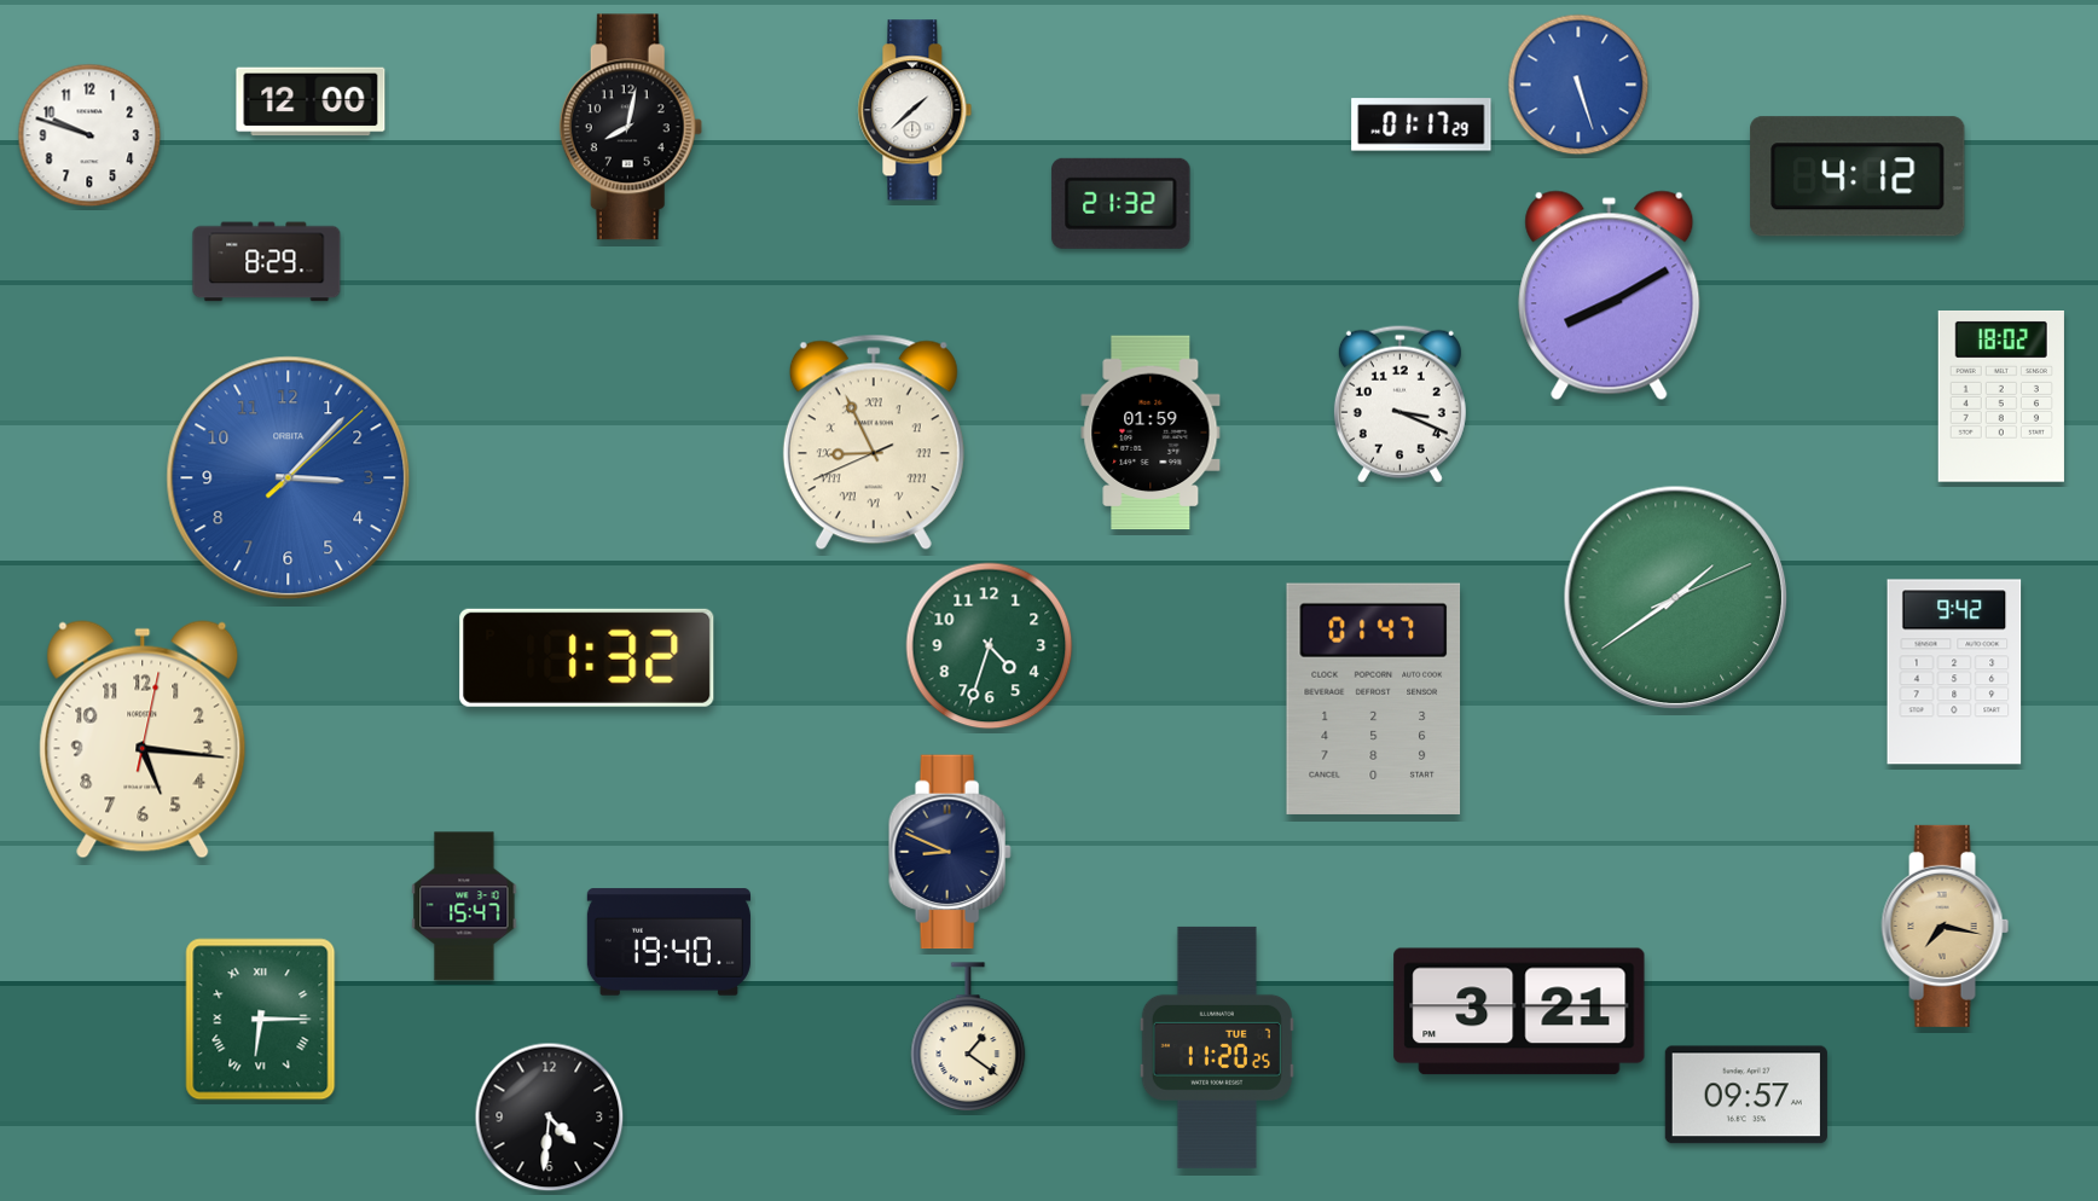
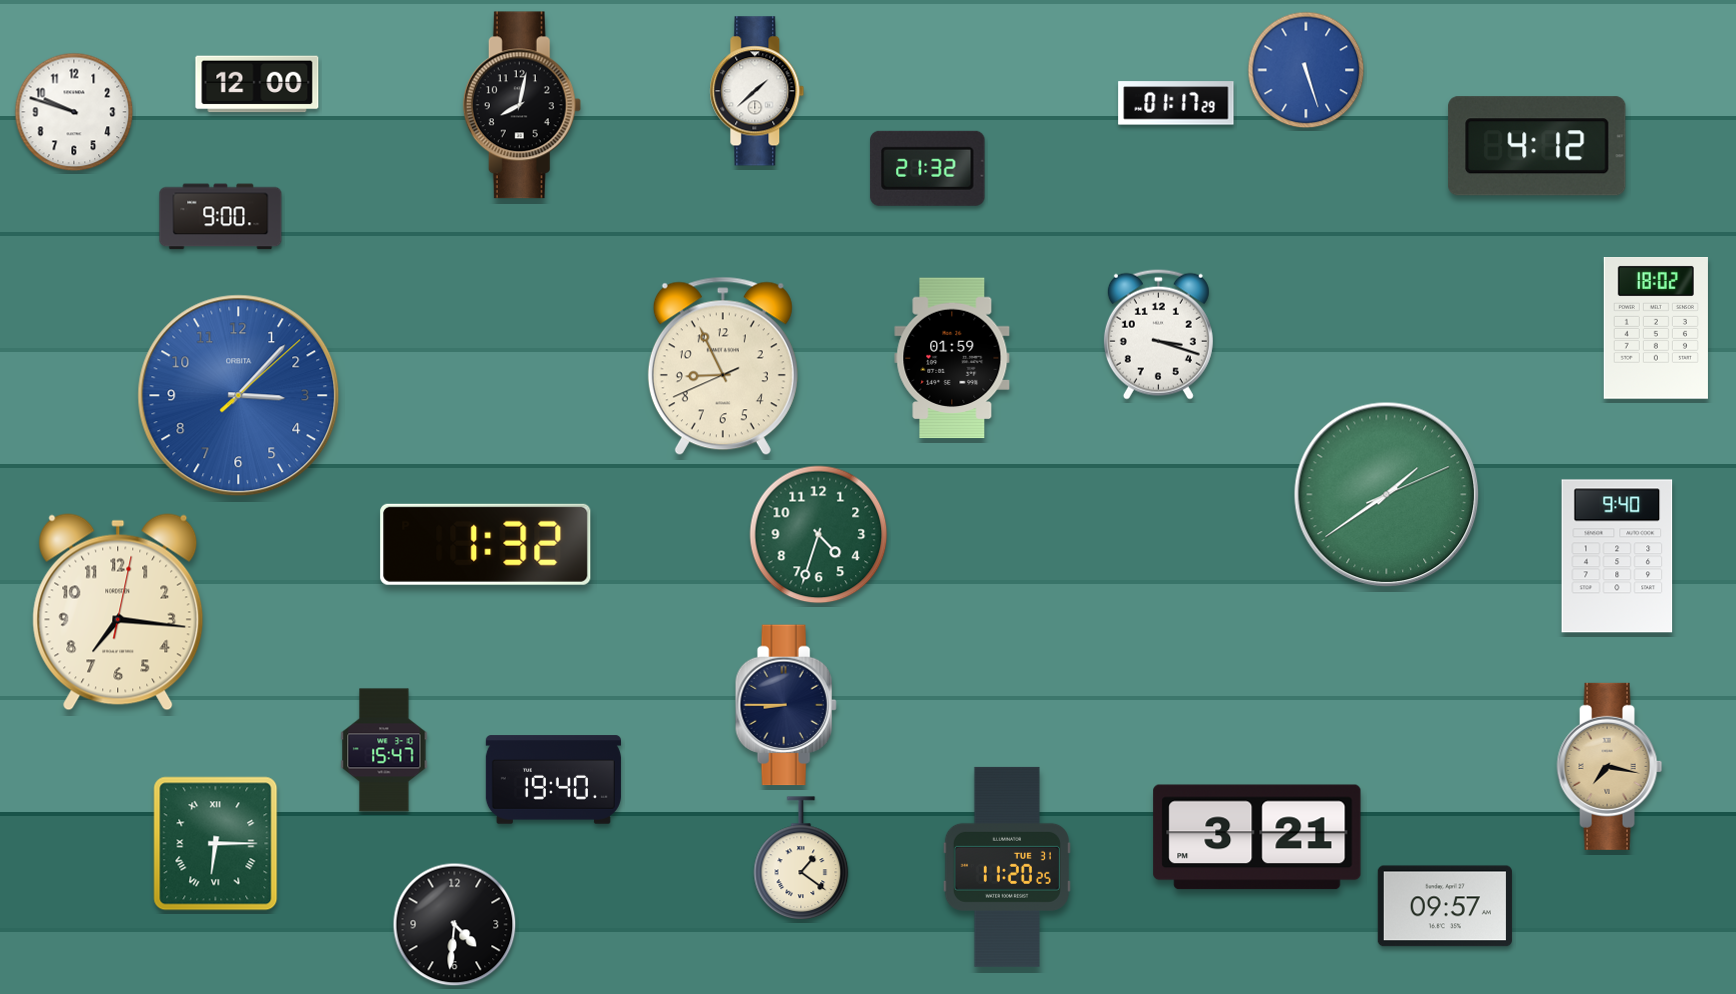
clock at (267, 262): 8:29 -> 9:00
clock at (1610, 296): 8:10 -> none
clock at (1399, 404): 3:19 -> 3:18
clock at (874, 442) numerals: Roman -> Arabic
clock at (1954, 672): 9:42 -> 9:40
clock at (1374, 698): 01:47 -> none
clock at (143, 739): 5:16 -> 7:16
clock at (950, 852): 8:49 -> 8:45
clock at (1217, 1048) date: TUE 7 -> TUE 31
